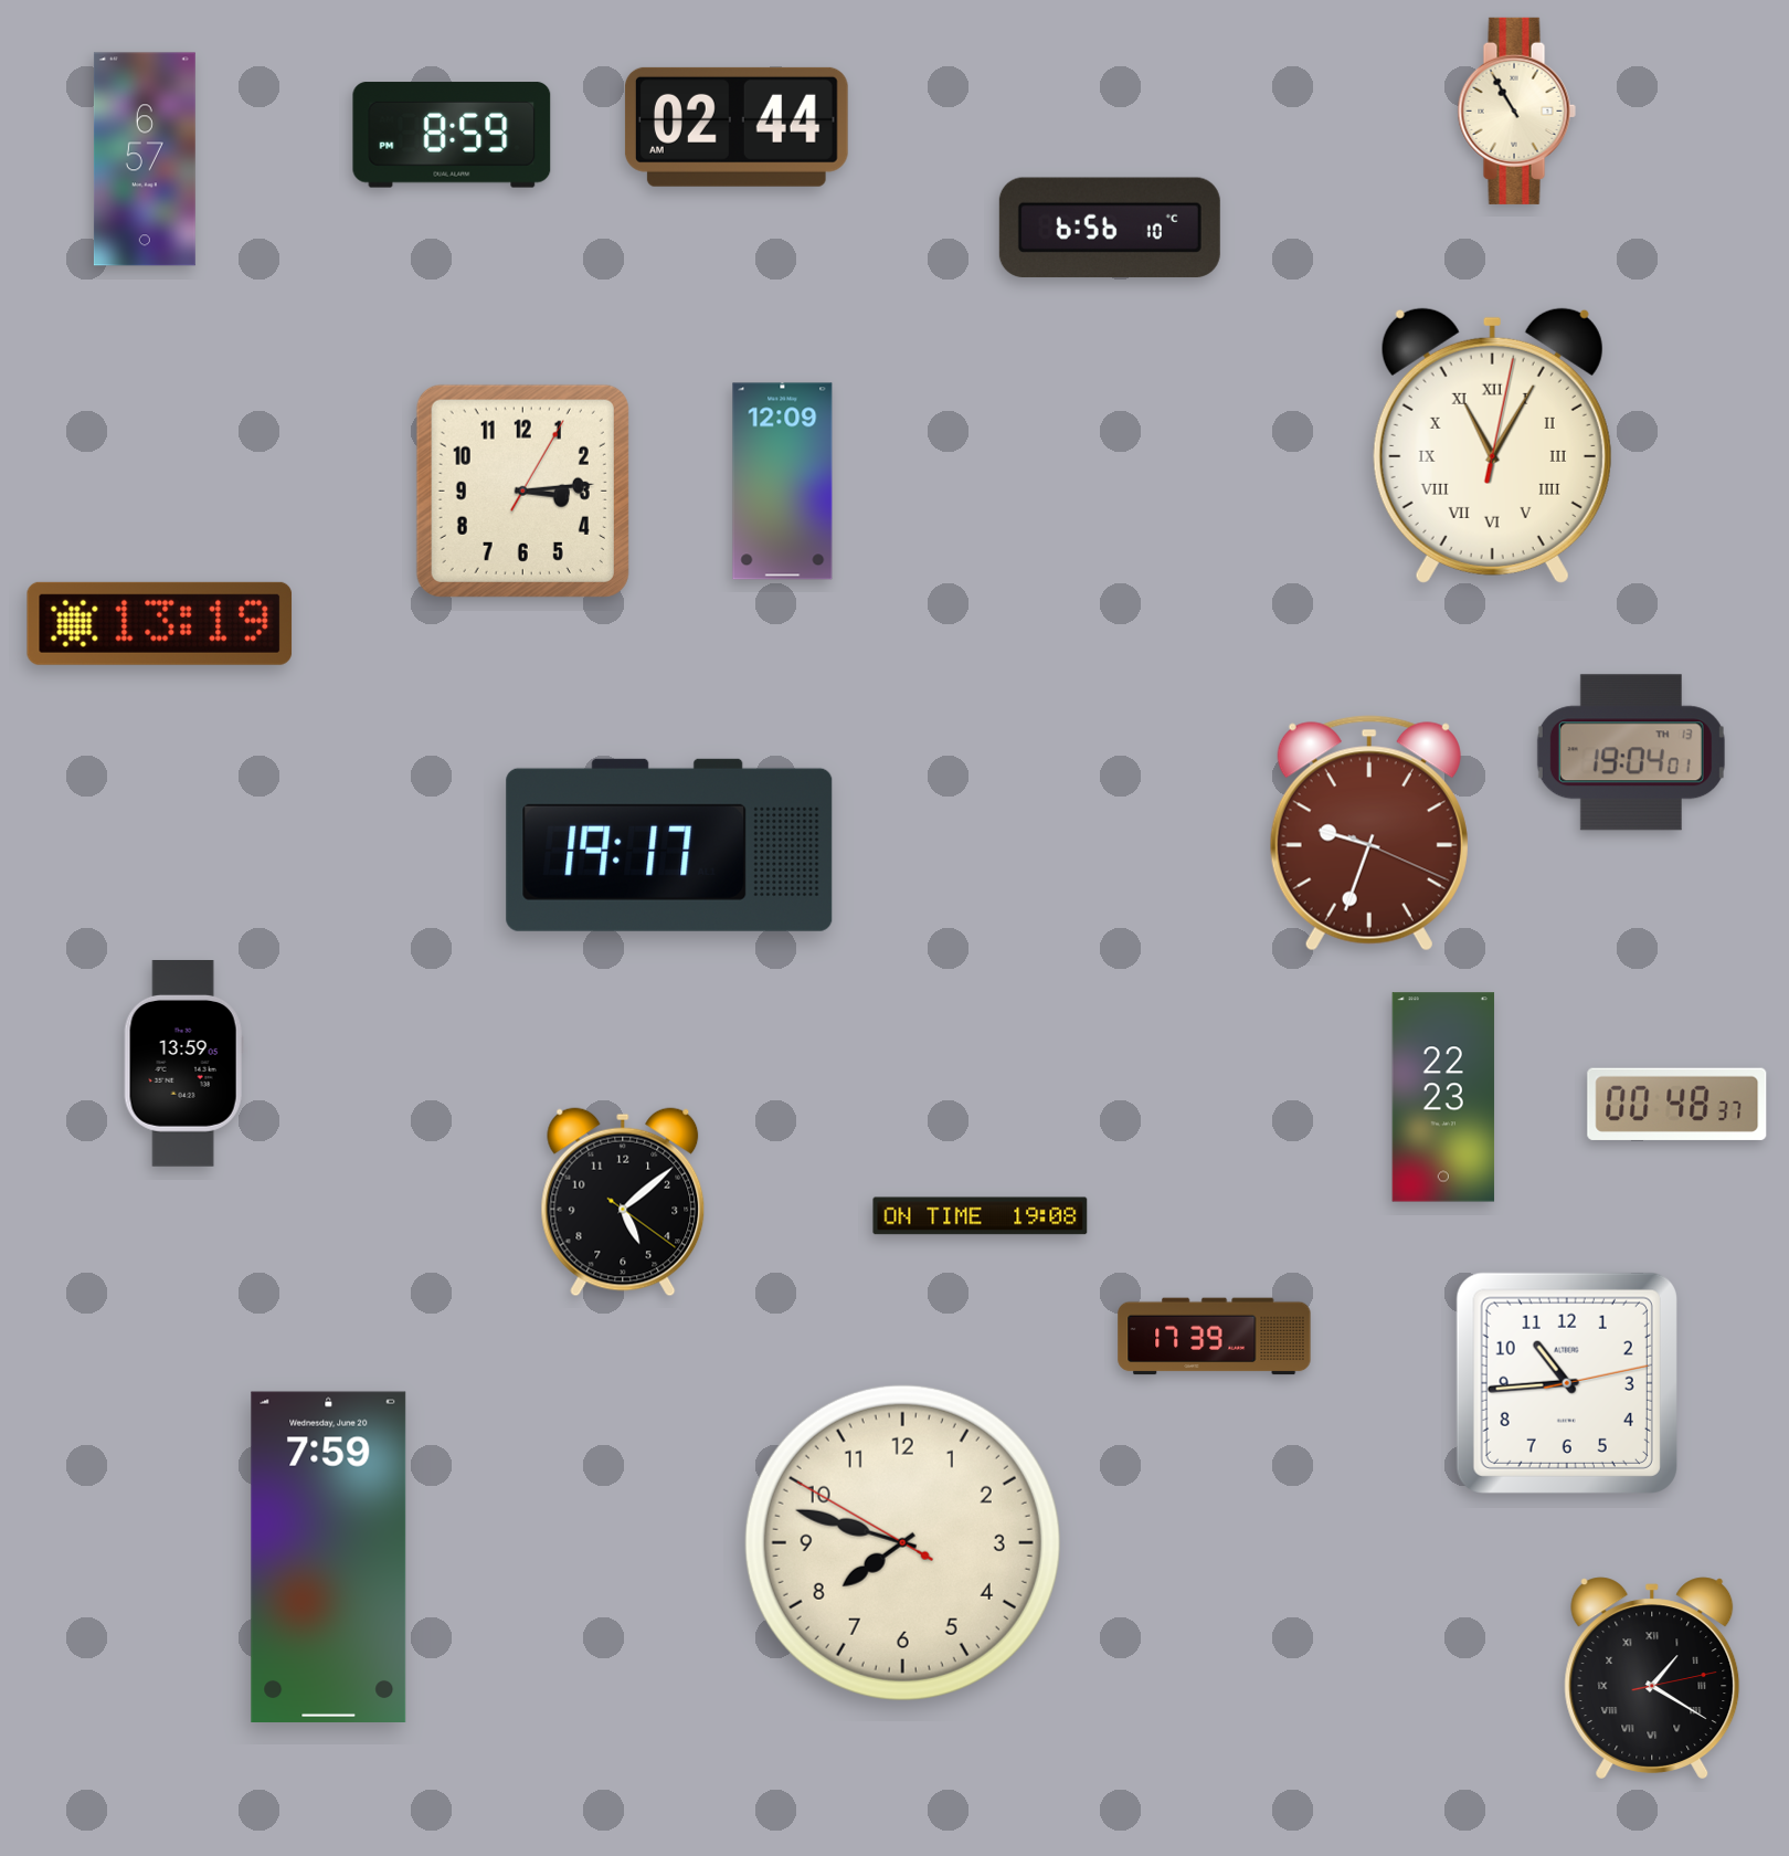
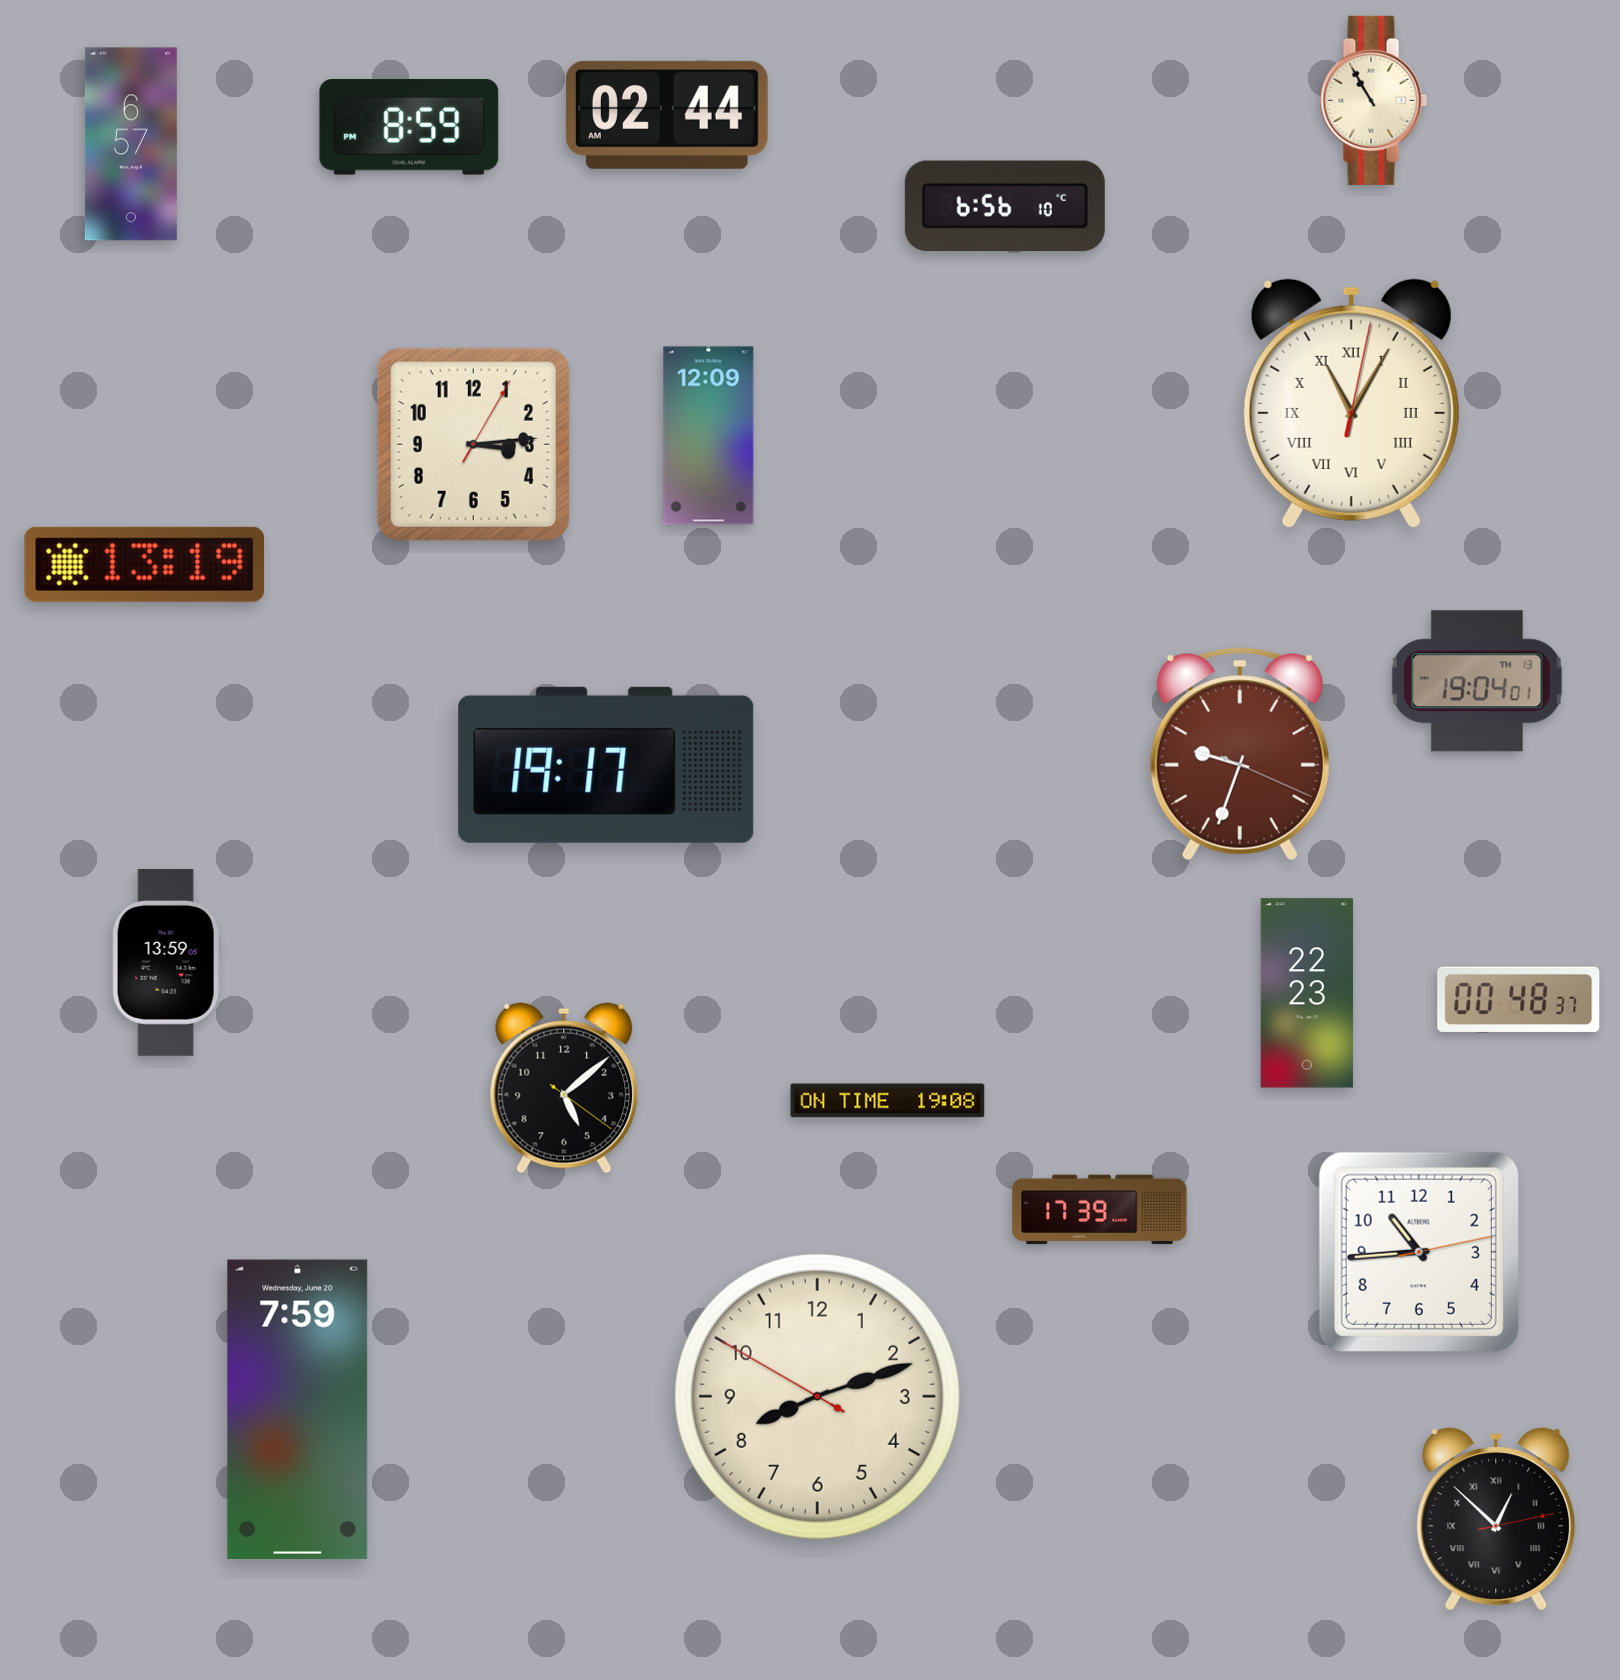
clock at (452, 135) position: (452, 135) -> (409, 127)
clock at (902, 1542): 7:47 -> 8:11
clock at (1652, 1678): 1:20 -> 12:52
